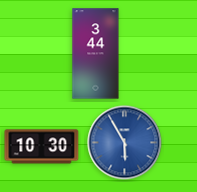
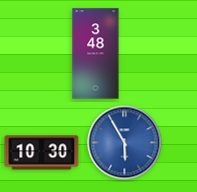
clock at (96, 54): 3:44 -> 3:48
clock at (42, 147) position: (42, 147) -> (42, 153)
